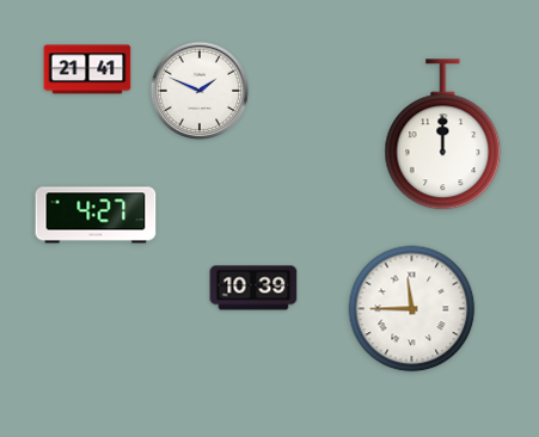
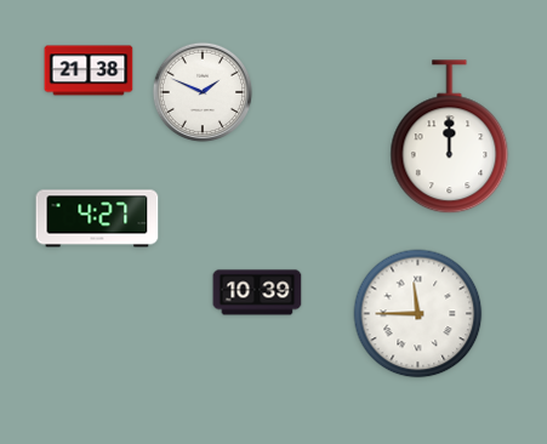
clock at (87, 69): 21:41 -> 21:38
